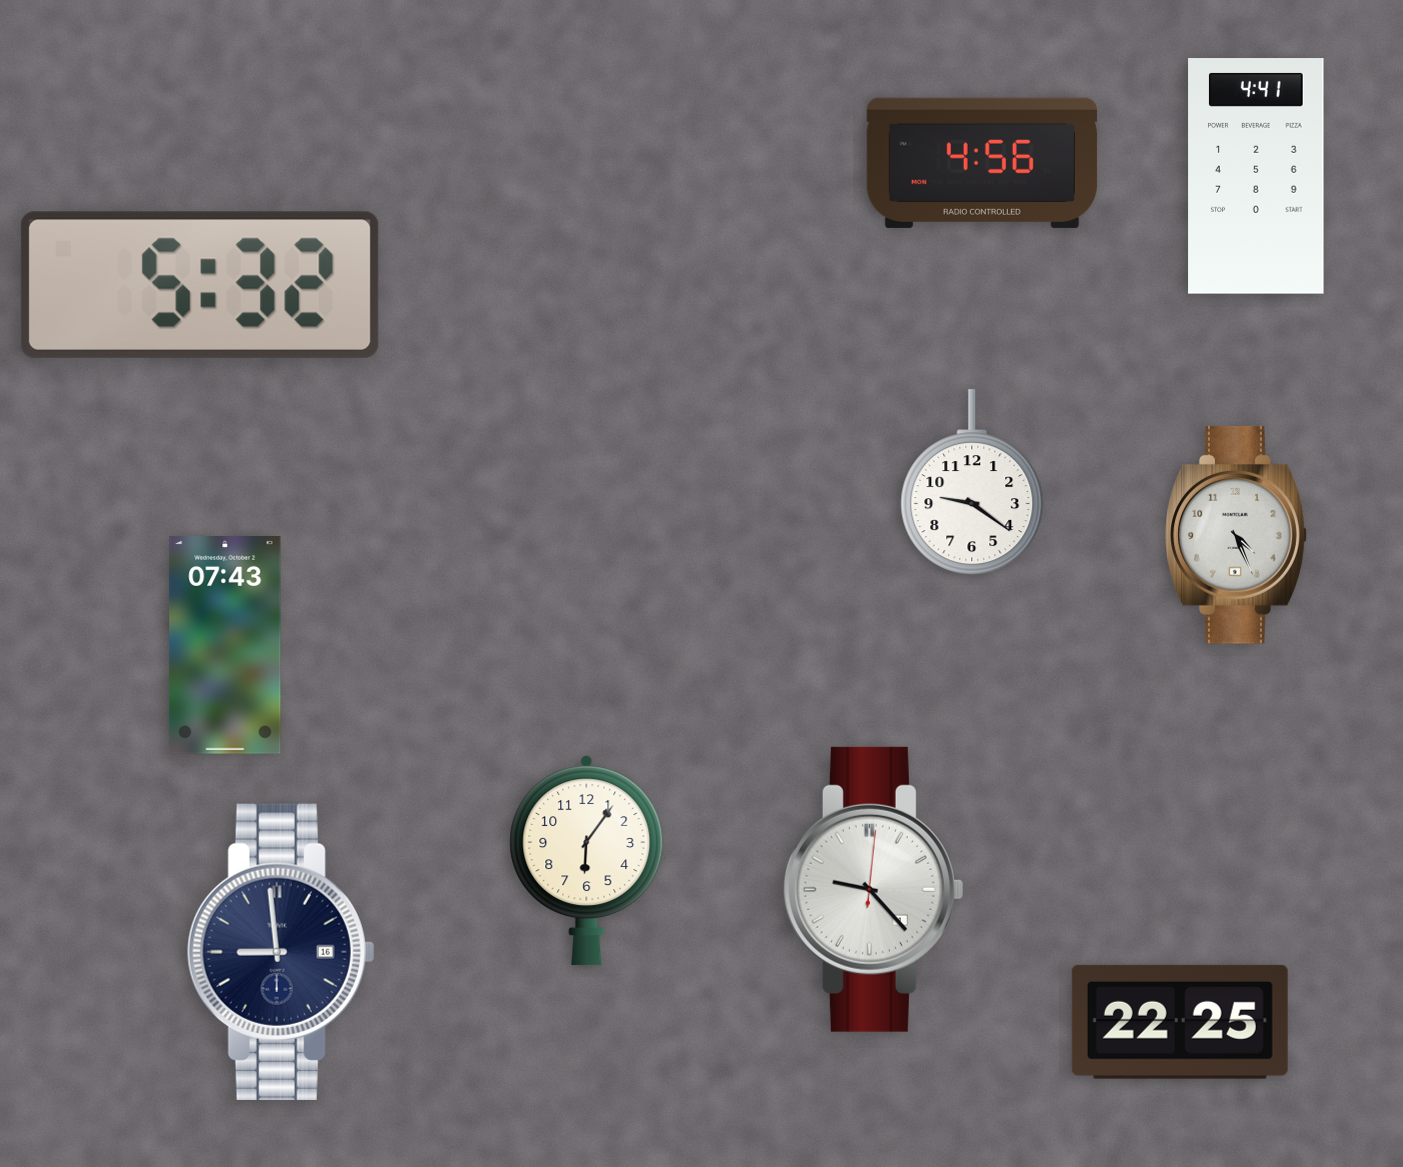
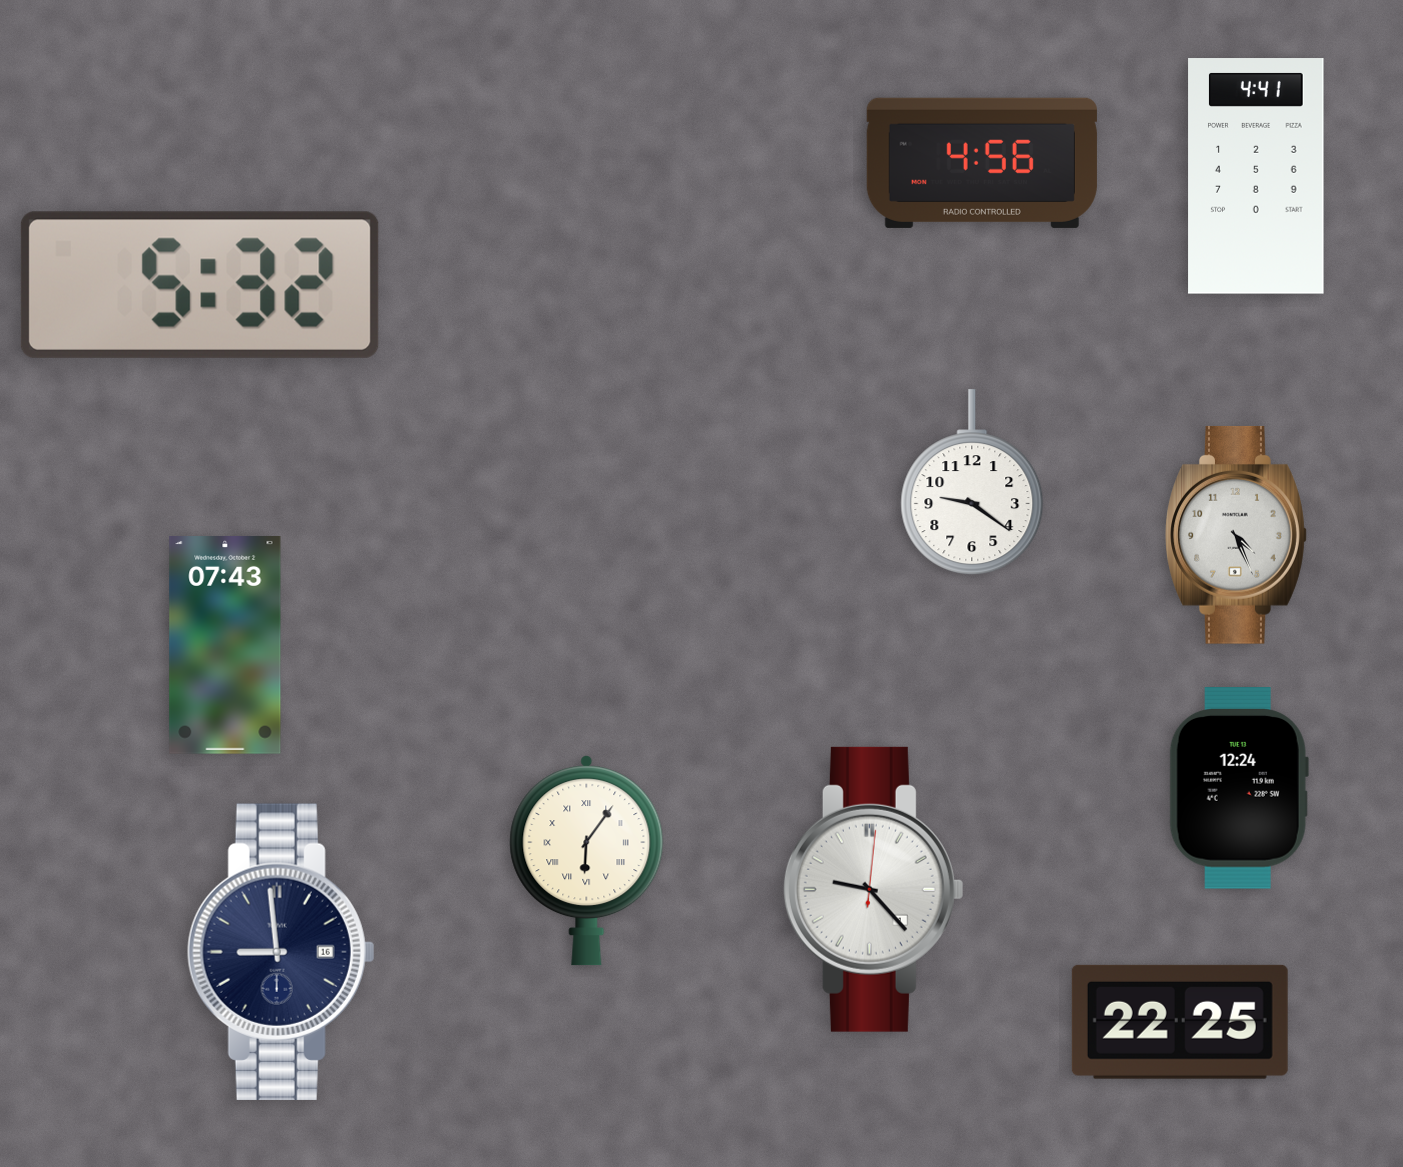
clock at (1239, 789): none -> 12:24
clock at (587, 861) numerals: Arabic -> Roman
